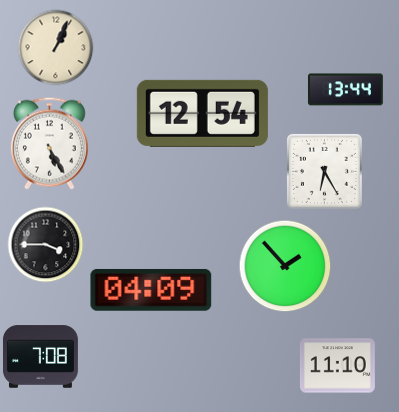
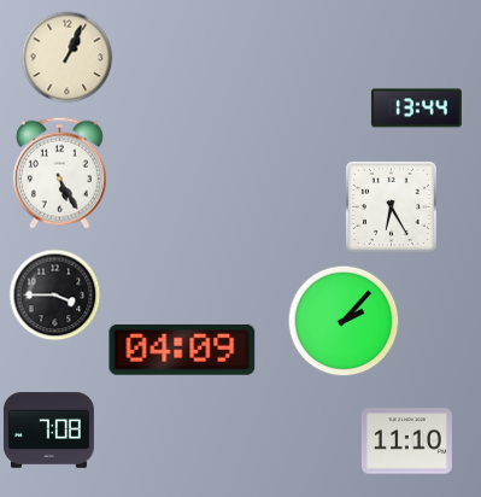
clock at (202, 113): 12:54 -> none
clock at (285, 266): 1:53 -> 2:07
